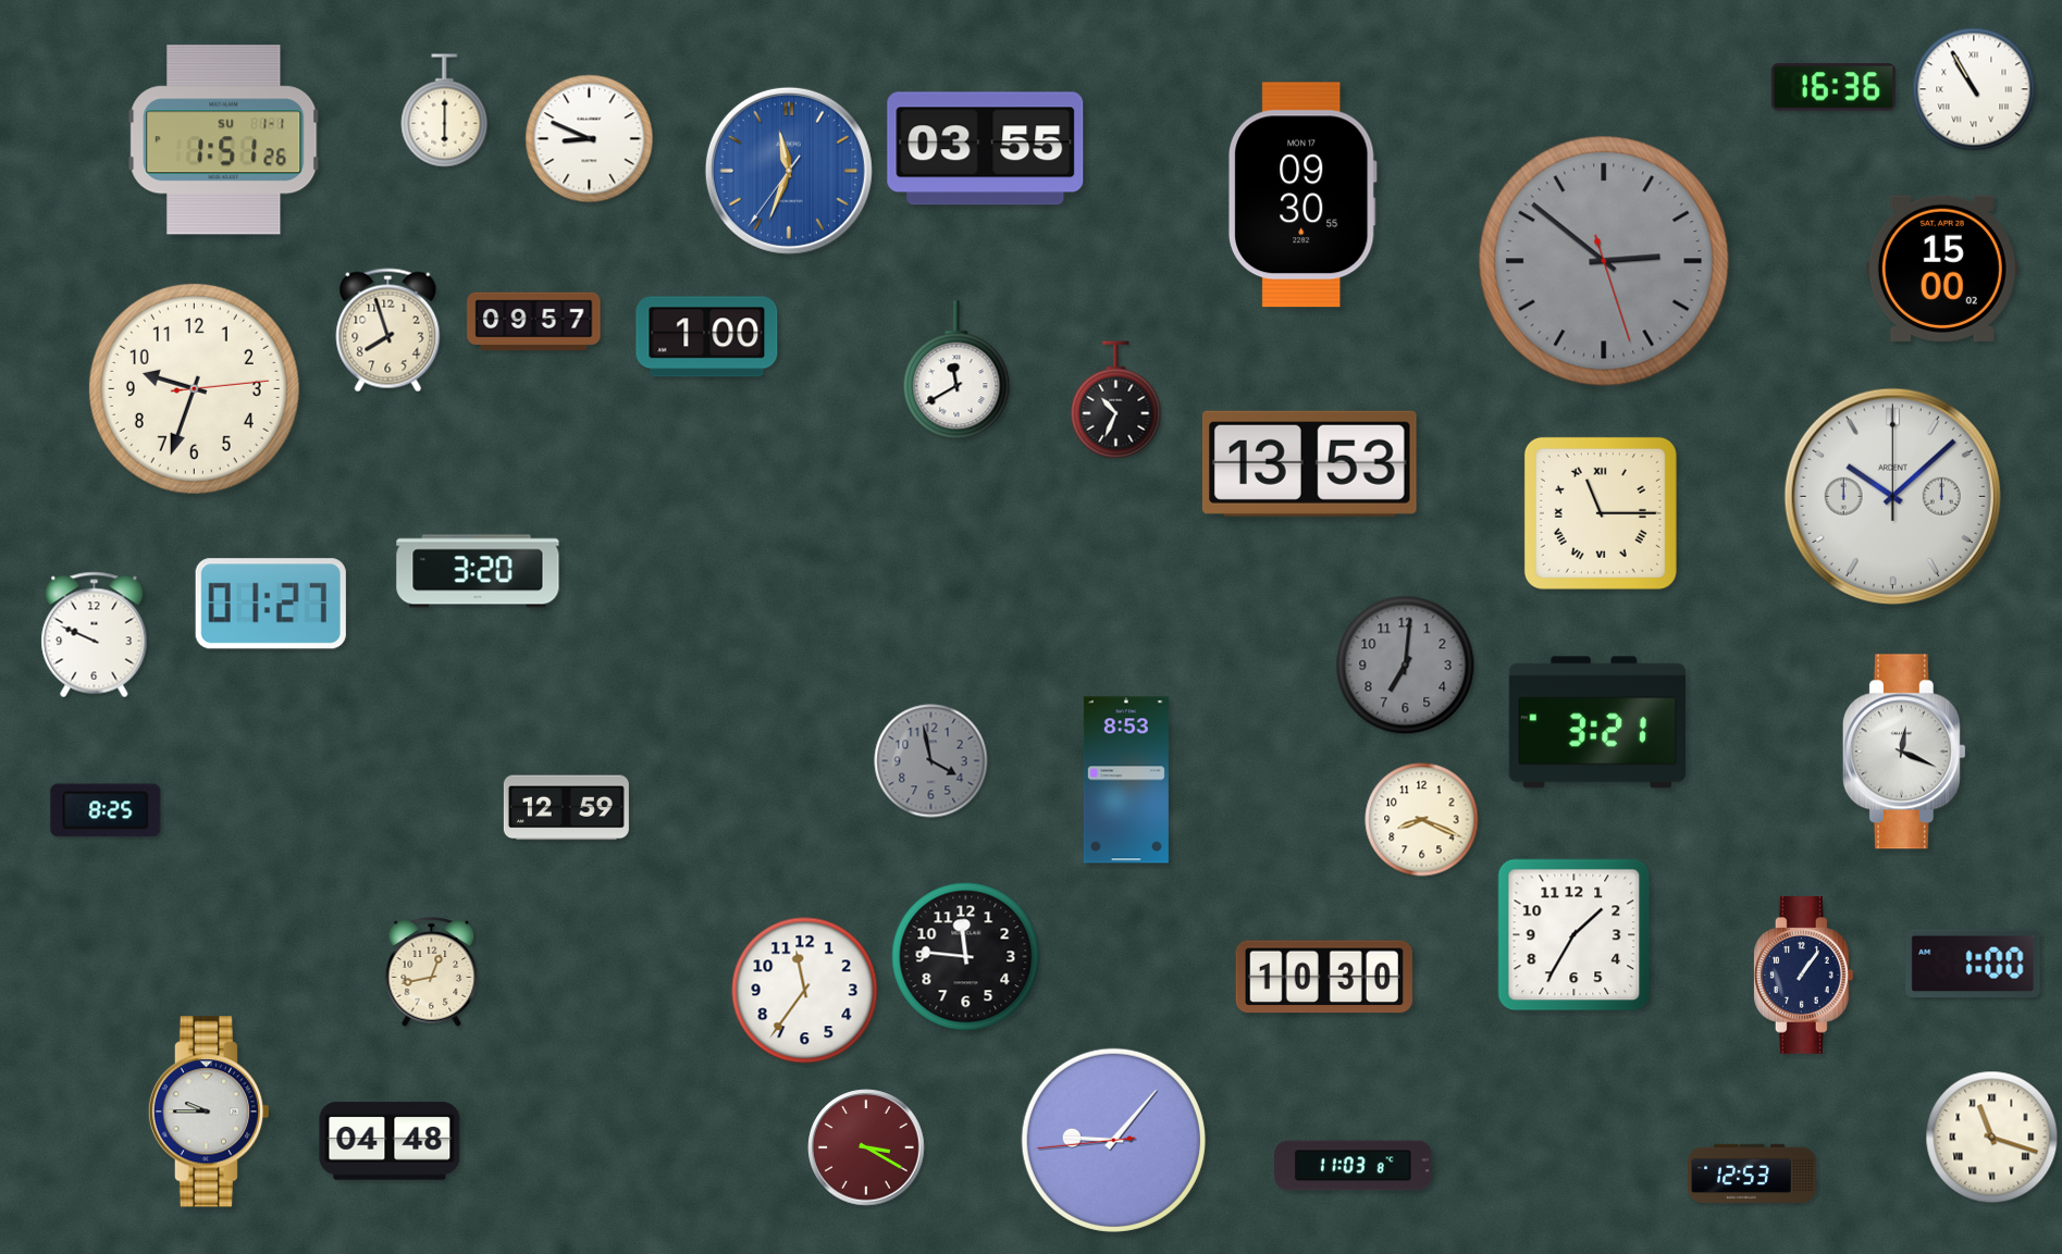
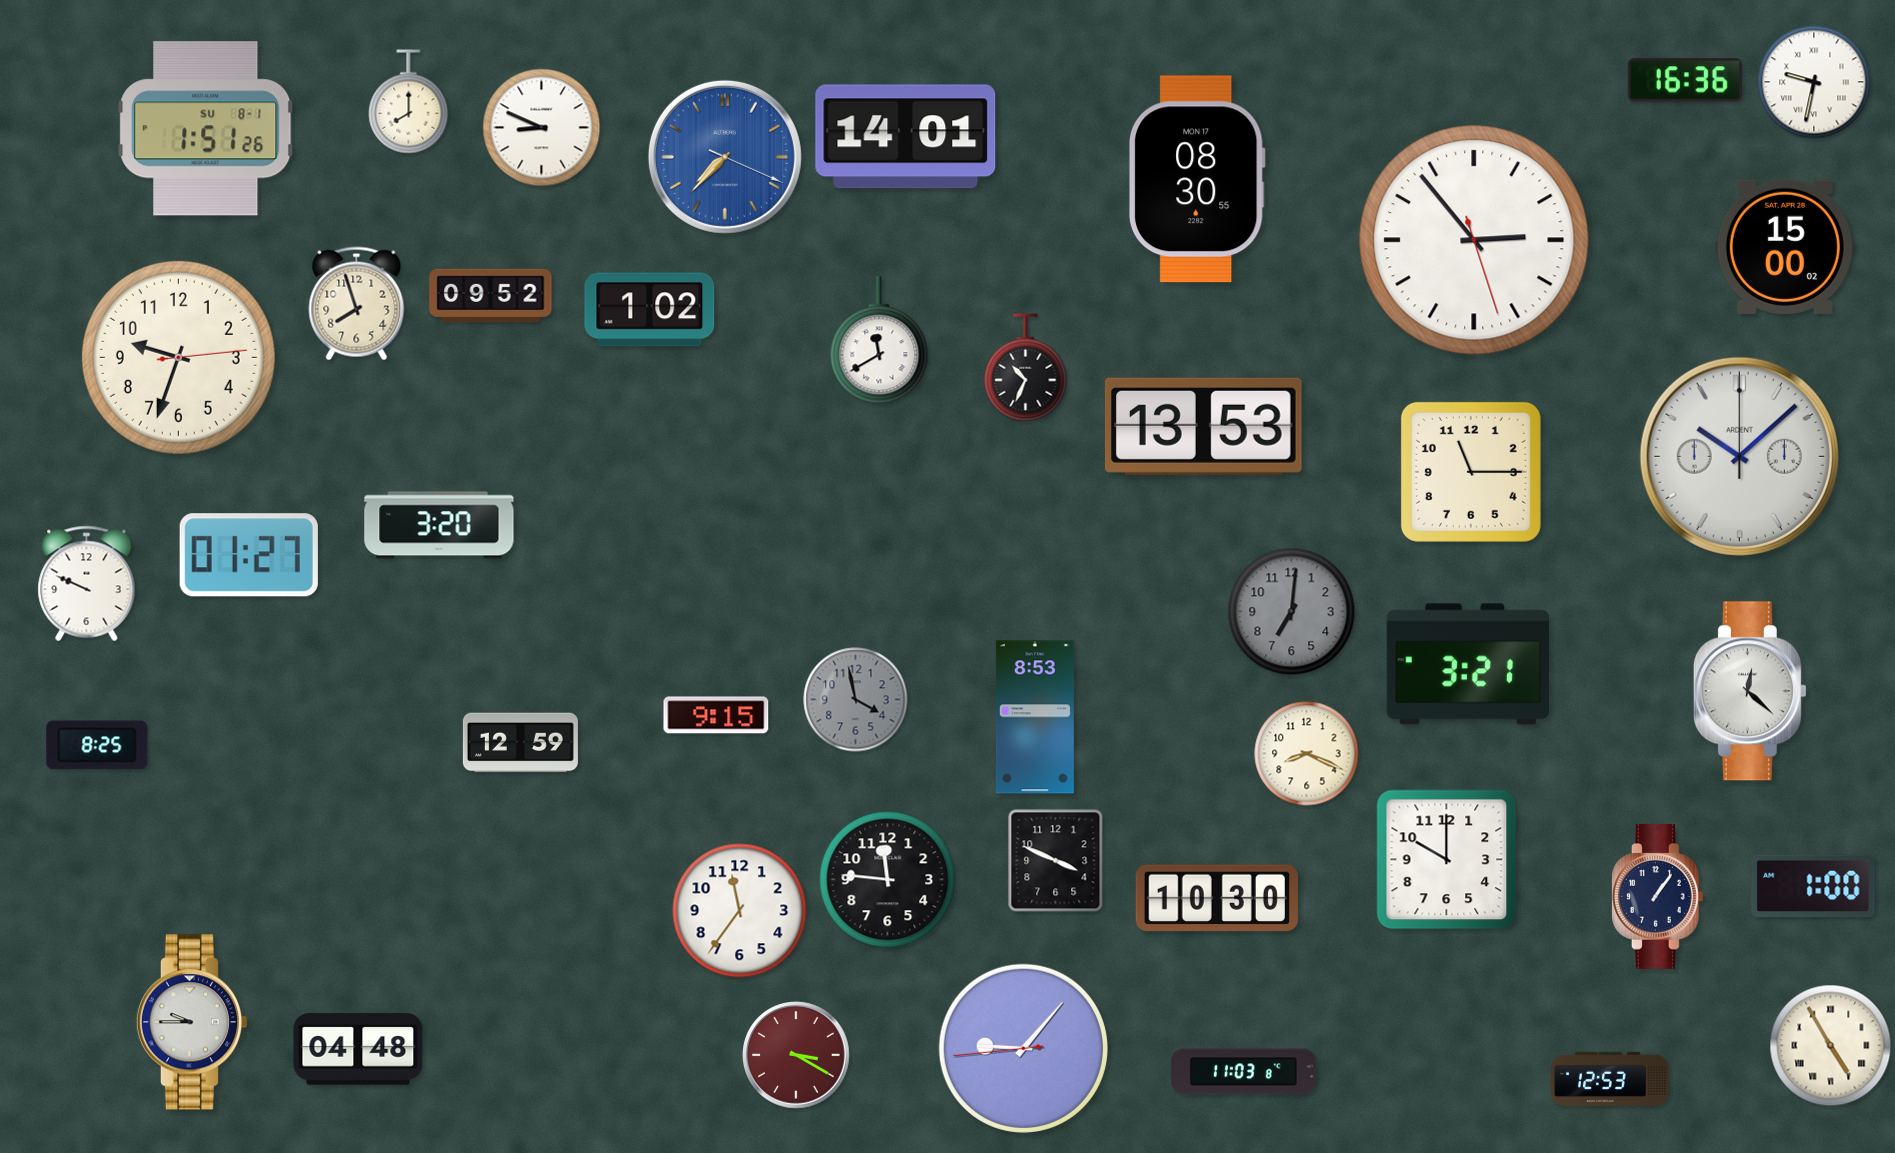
clock at (1974, 89): 10:55 -> 9:32
clock at (445, 111): 6:00 -> 8:00
clock at (224, 140) date: SU 1-1 -> SU 8-1
clock at (986, 149): 03:55 -> 14:01
clock at (789, 171): 11:33 -> 7:37
clock at (1302, 195): 09:30 -> 08:30
clock at (1604, 261): 2:51 -> 2:53
clock at (1604, 261) dial: grey -> white
clock at (534, 322): 09:57 -> 09:52
clock at (707, 337): 1:00 -> 1:02
clock at (1601, 513) numerals: Roman -> Arabic
clock at (1904, 752): 12:19 -> 12:22
clock at (716, 715): none -> 9:15
clock at (1575, 935): 1:35 -> 10:00
clock at (1056, 861): none -> 3:49
clock at (432, 972): 12:43 -> none
clock at (1992, 1138): 11:18 -> 4:55
